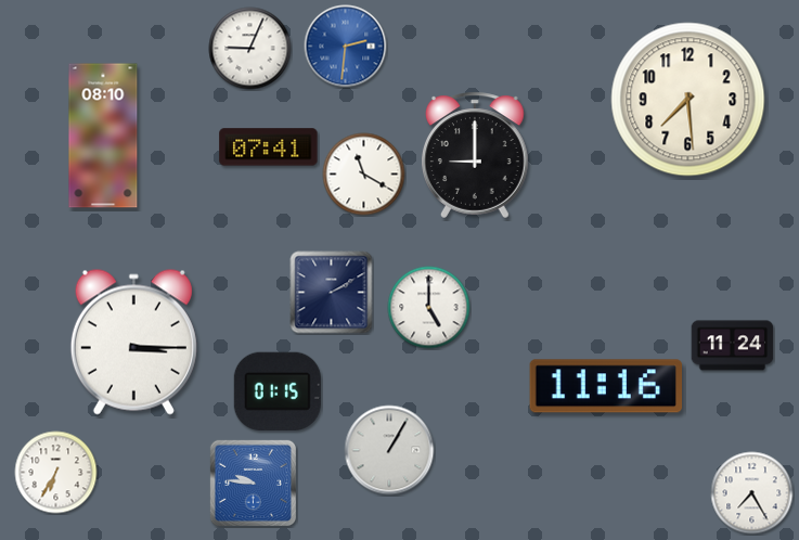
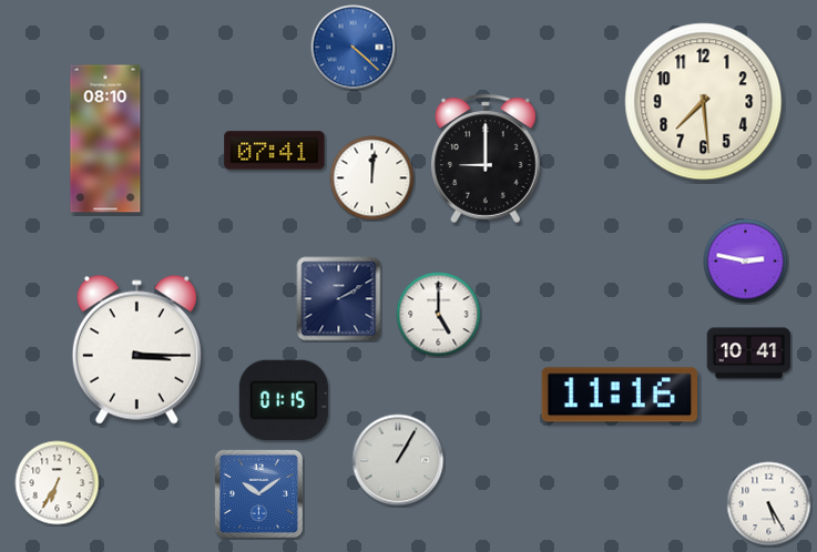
clock at (346, 47): 2:31 -> 4:22
clock at (250, 49): 9:04 -> none
clock at (364, 175): 11:20 -> 12:01
clock at (746, 262): none -> 2:47
clock at (733, 346): 11:24 -> 10:41
clock at (253, 483): 9:46 -> 10:09
clock at (752, 493): 7:25 -> 5:25
